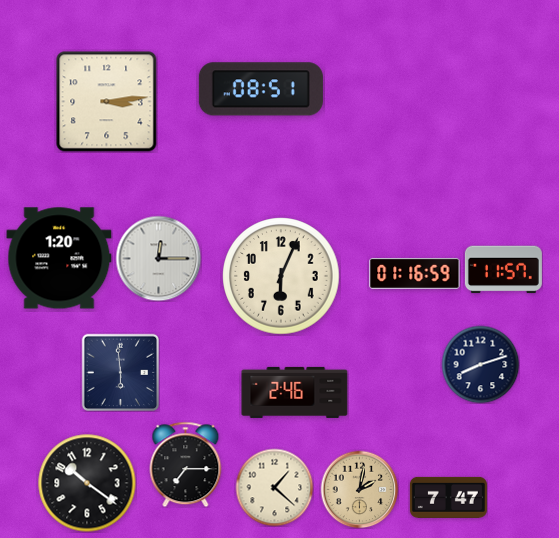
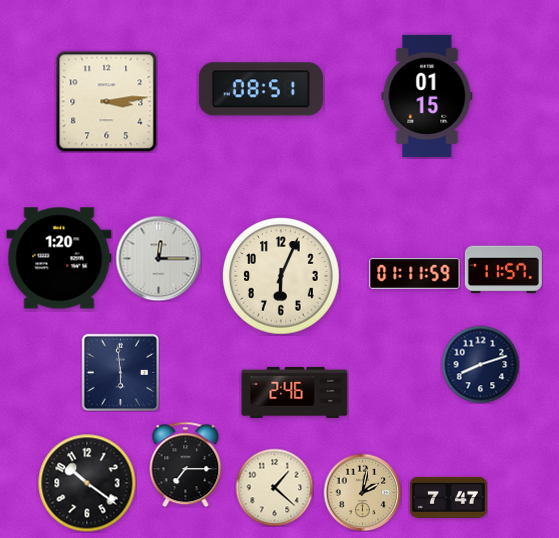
clock at (427, 96): none -> 01:15
clock at (415, 273): 01:16 -> 01:11
clock at (359, 489) position: (359, 489) -> (362, 492)
